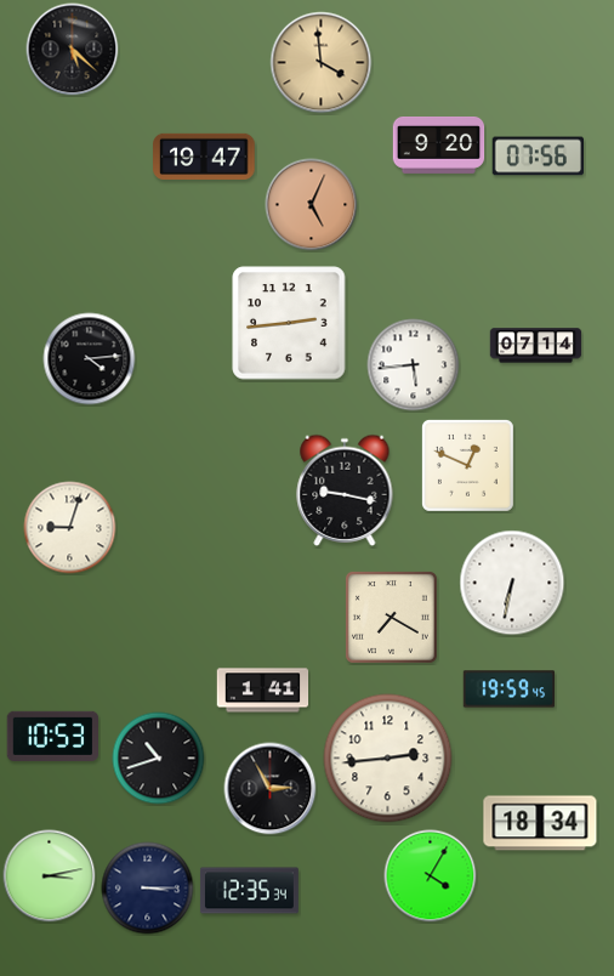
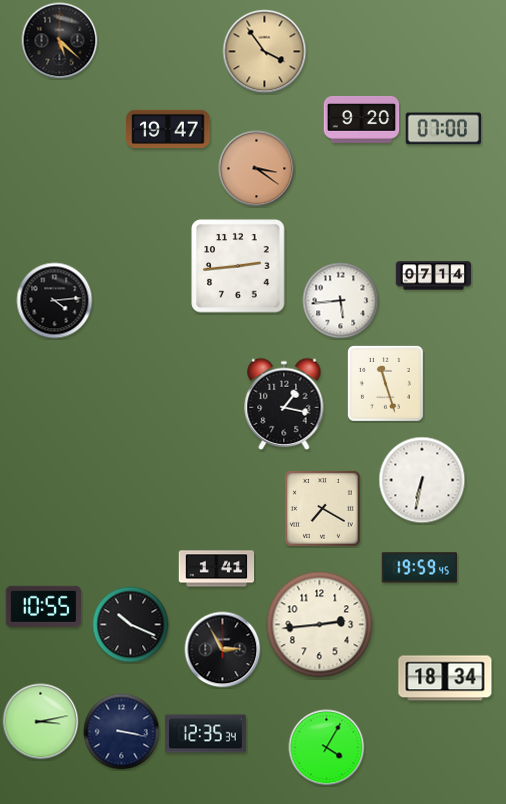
clock at (322, 63): 3:59 -> 3:54
clock at (539, 157): 07:56 -> 07:00
clock at (312, 205): 5:04 -> 3:21
clock at (536, 346) position: (536, 346) -> (434, 276)
clock at (90, 359) position: (90, 359) -> (55, 301)
clock at (467, 465): 12:49 -> 11:27
clock at (345, 490): 9:17 -> 1:17
clock at (70, 528): 9:03 -> none
clock at (52, 736): 10:53 -> 10:55
clock at (159, 759): 10:42 -> 10:19
clock at (431, 876) position: (431, 876) -> (327, 748)
clock at (148, 889): 3:15 -> 3:17
